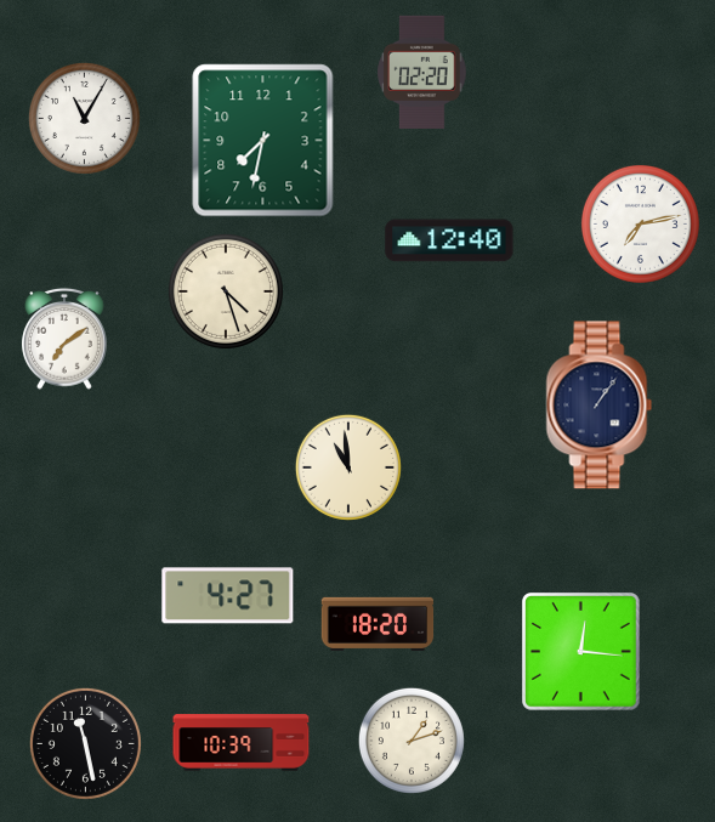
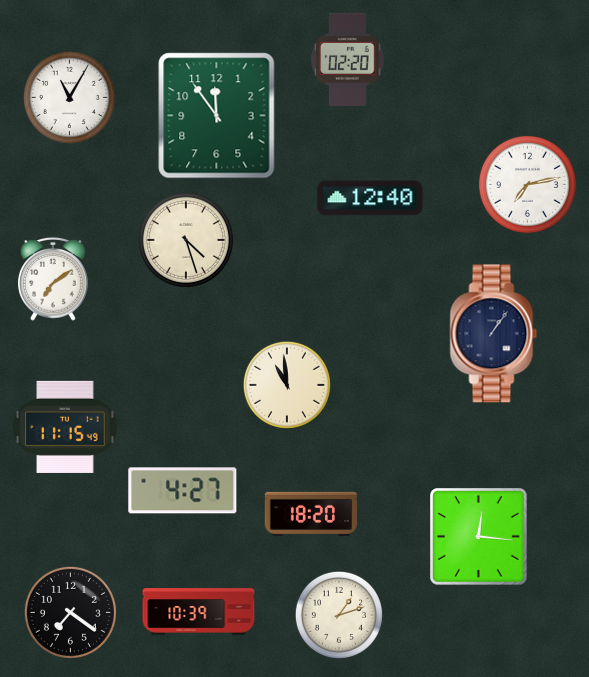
clock at (263, 141): 7:32 -> 11:54
clock at (65, 427): none -> 11:15
clock at (228, 596) position: (228, 596) -> (183, 491)
clock at (412, 741) position: (412, 741) -> (339, 615)
clock at (85, 743): 11:28 -> 7:21
